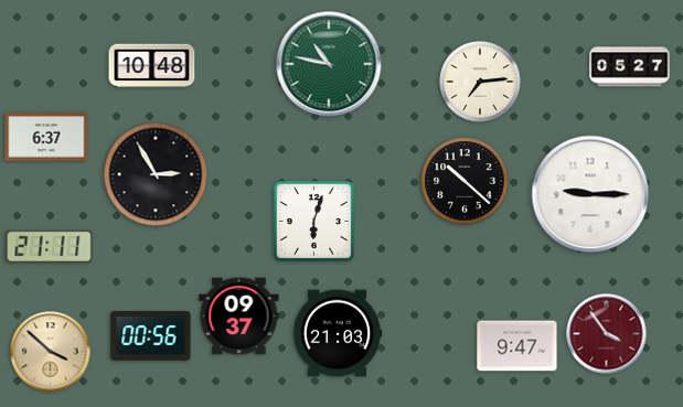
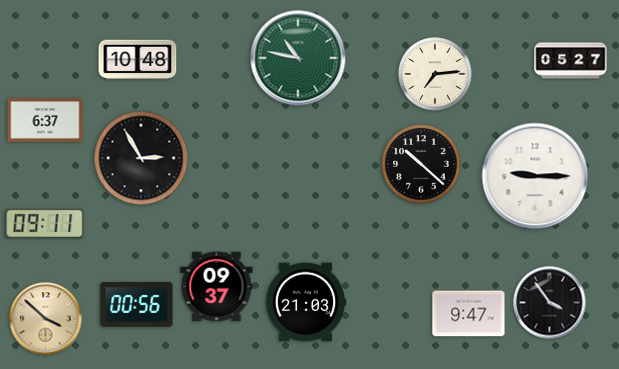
clock at (46, 137) position: (46, 137) -> (45, 120)
clock at (313, 221): 6:03 -> none
clock at (50, 246): 21:11 -> 09:11
clock at (607, 334) dial: burgundy -> black
